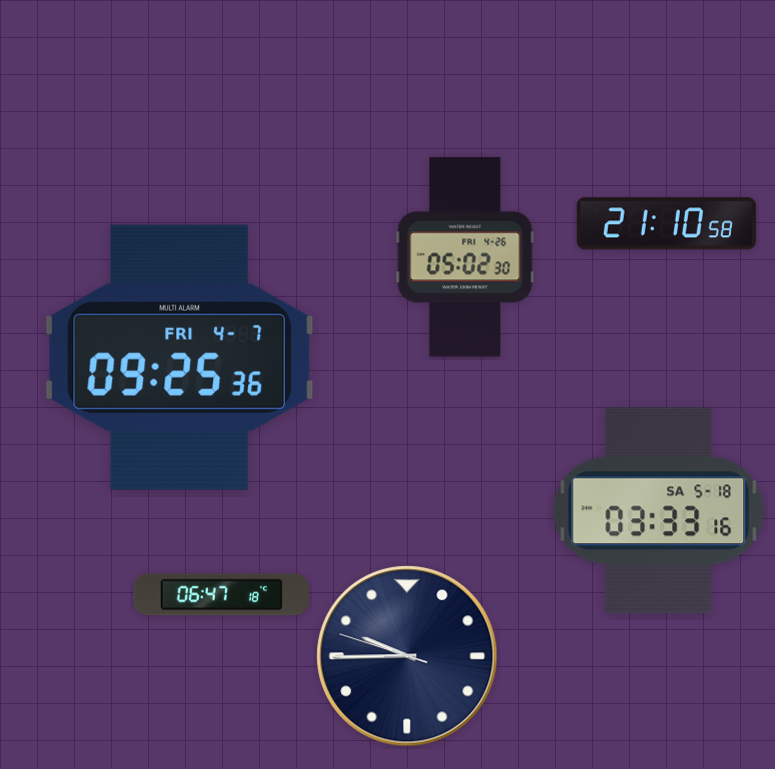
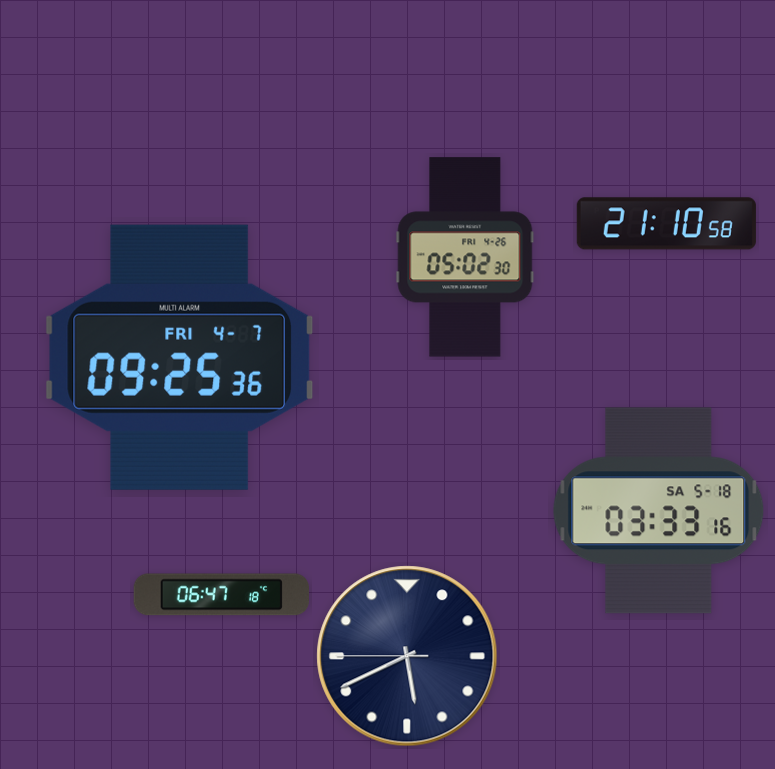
clock at (407, 656): 9:44 -> 5:40
